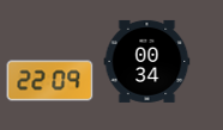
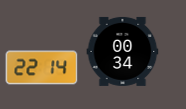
clock at (50, 81): 22:09 -> 22:14
